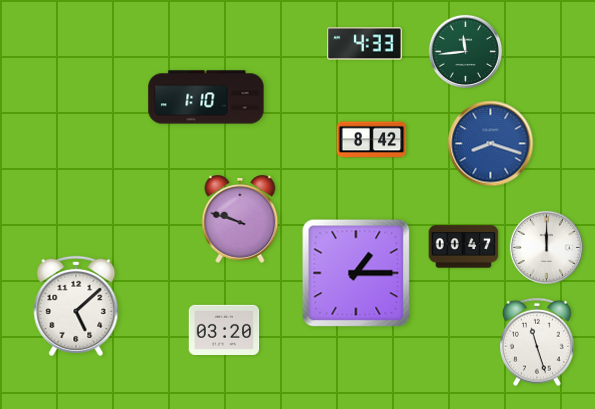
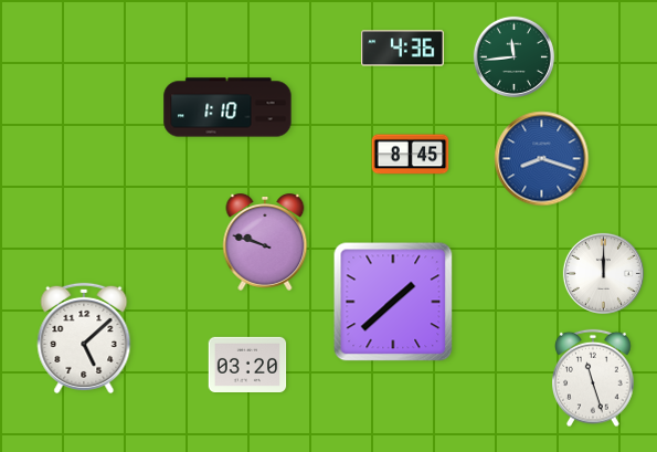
clock at (365, 44): 4:33 -> 4:36
clock at (372, 140): 8:42 -> 8:45
clock at (464, 247): 00:47 -> none
clock at (356, 273): 1:15 -> 1:38
